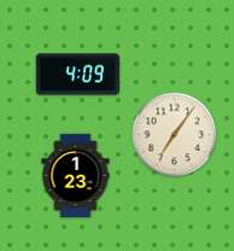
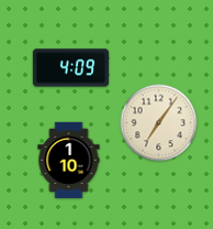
clock at (76, 176): 1:23 -> 1:10
